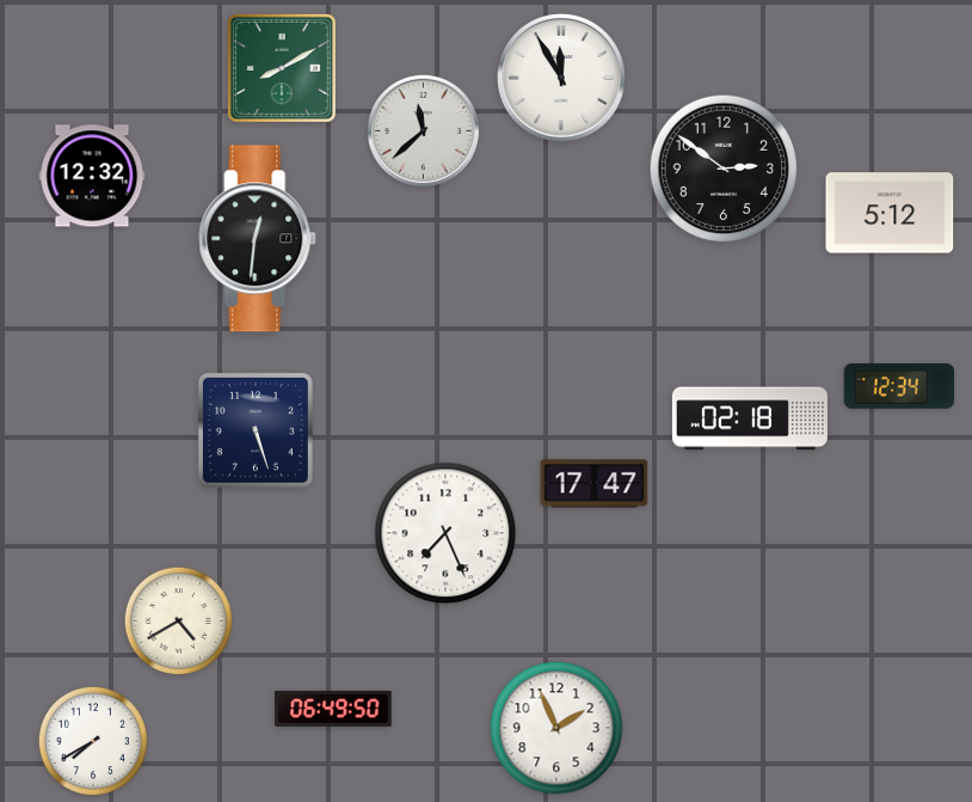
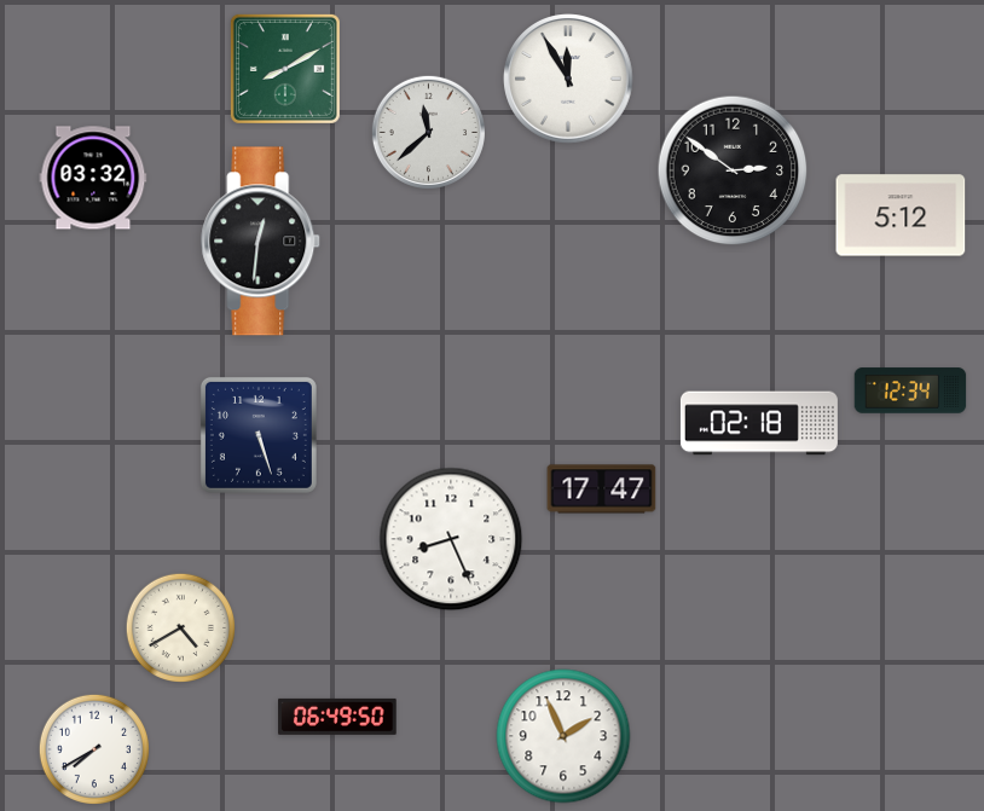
clock at (92, 176): 12:32 -> 03:32
clock at (445, 533): 7:26 -> 8:26
